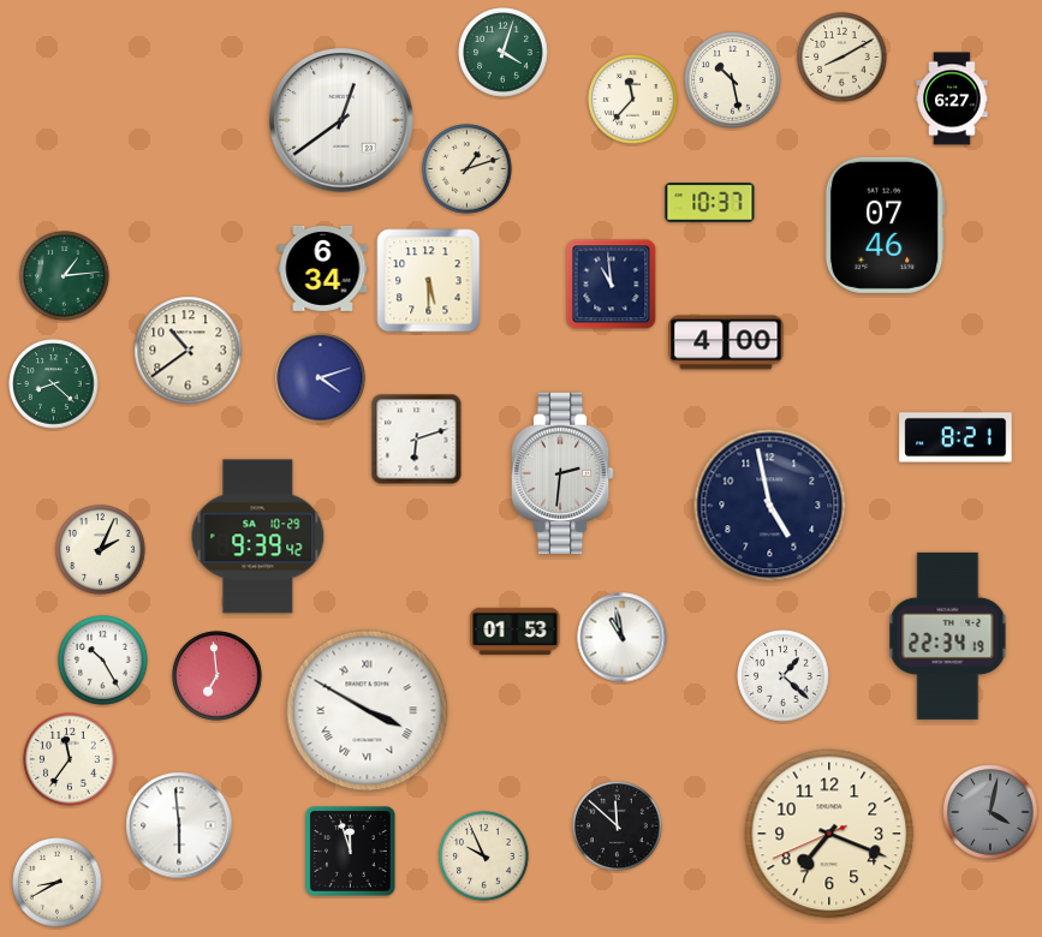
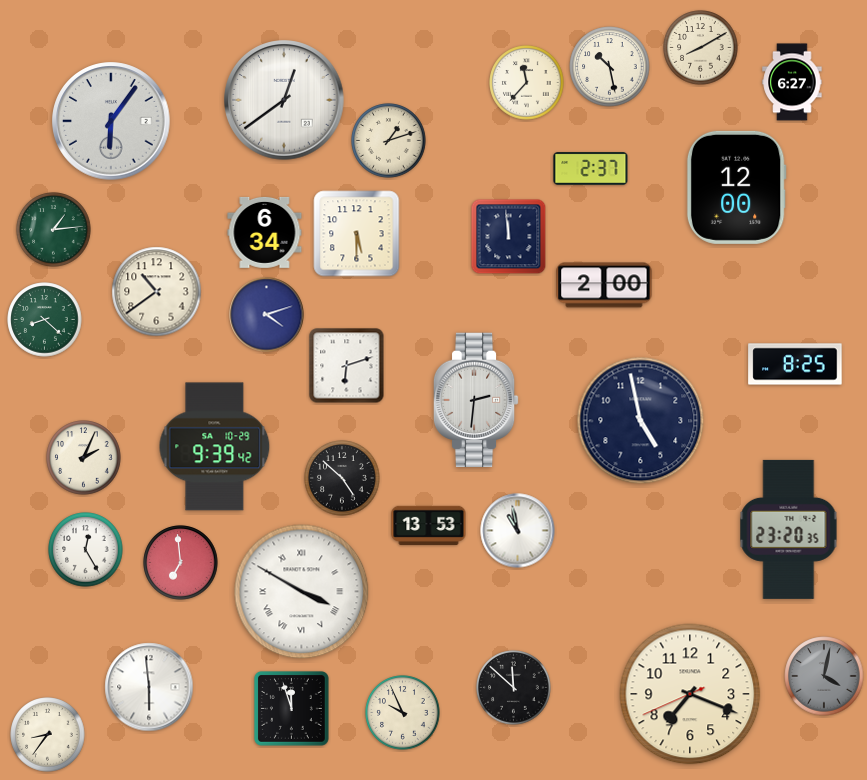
clock at (504, 53): 4:03 -> none
clock at (111, 121): none -> 6:06
clock at (710, 203): 10:37 -> 2:37
clock at (885, 225): 07:46 -> 12:00
clock at (323, 268) position: (323, 268) -> (265, 232)
clock at (612, 285): 10:59 -> 11:59
clock at (726, 342): 4:00 -> 2:00
clock at (955, 437): 8:21 -> 8:25
clock at (562, 473) position: (562, 473) -> (476, 400)
clock at (342, 478): none -> 4:52
clock at (516, 631): 01:53 -> 13:53
clock at (948, 635): 22:34 -> 23:20
clock at (103, 661): 10:25 -> 12:25
clock at (784, 676): 1:22 -> none
clock at (368, 711) position: (368, 711) -> (302, 592)
clock at (70, 759): 11:36 -> none
clock at (58, 883): 8:40 -> 8:36
